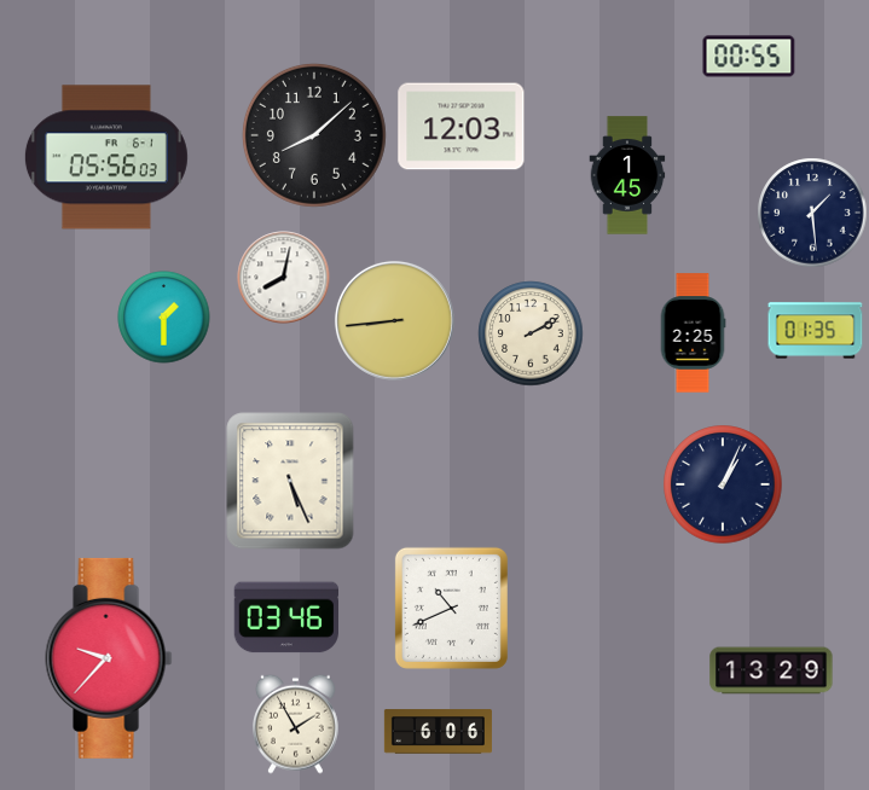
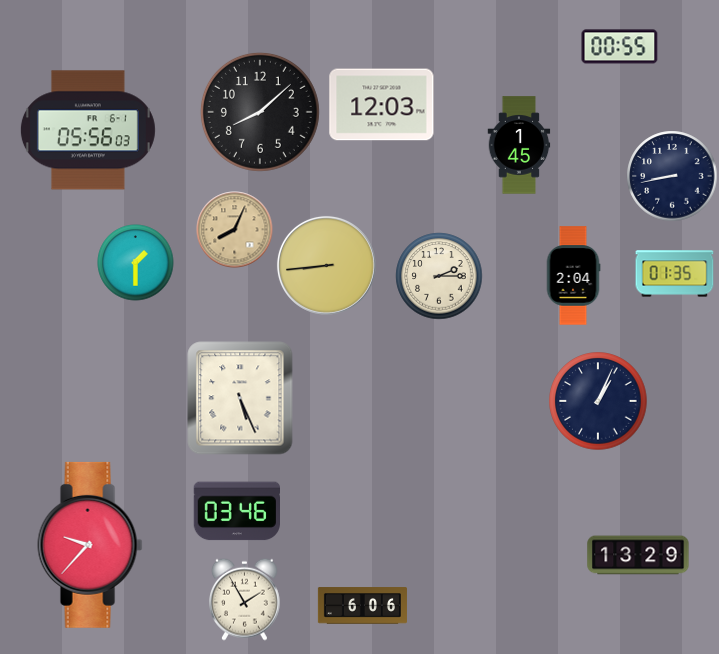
clock at (812, 213): 1:29 -> 8:43
clock at (284, 278): 8:02 -> 8:04
clock at (284, 278) dial: white -> champagne
clock at (531, 333): 2:10 -> 2:15
clock at (693, 333): 2:25 -> 2:04
clock at (451, 608): 10:41 -> none
